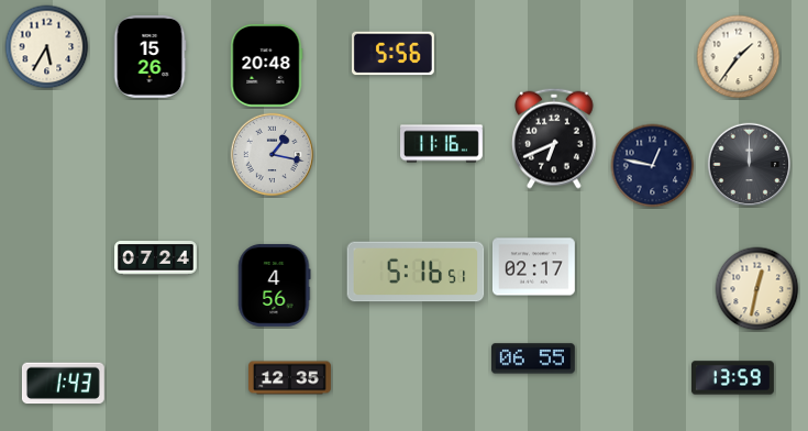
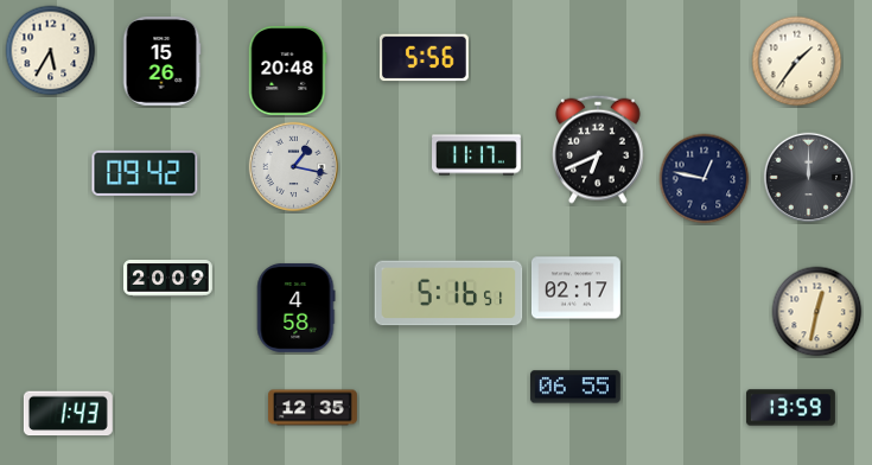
clock at (442, 144): 11:16 -> 11:17
clock at (145, 173): none -> 09:42
clock at (156, 258): 07:24 -> 20:09
clock at (275, 285): 4:56 -> 4:58
